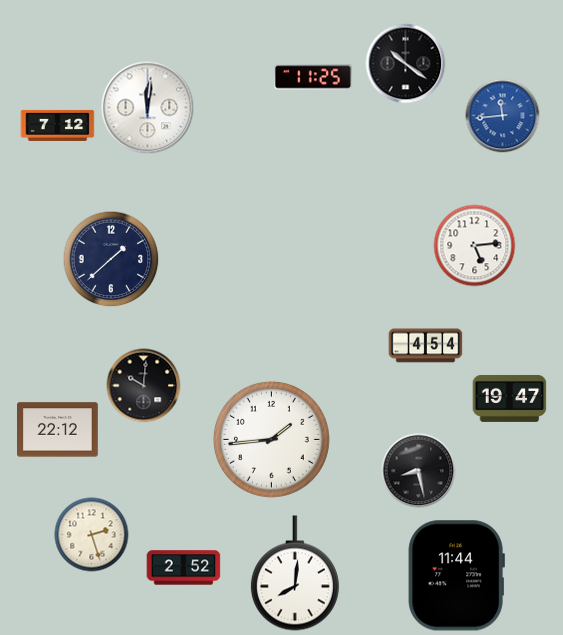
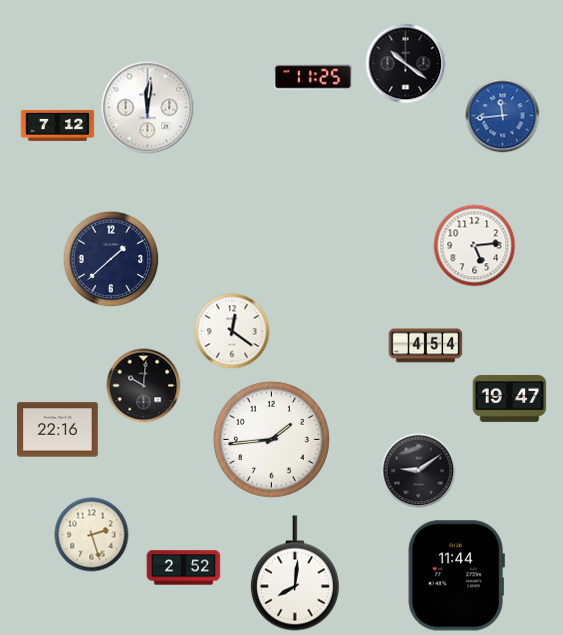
clock at (232, 331): none -> 12:21
clock at (58, 430): 22:12 -> 22:16
clock at (419, 471): 8:28 -> 9:09
